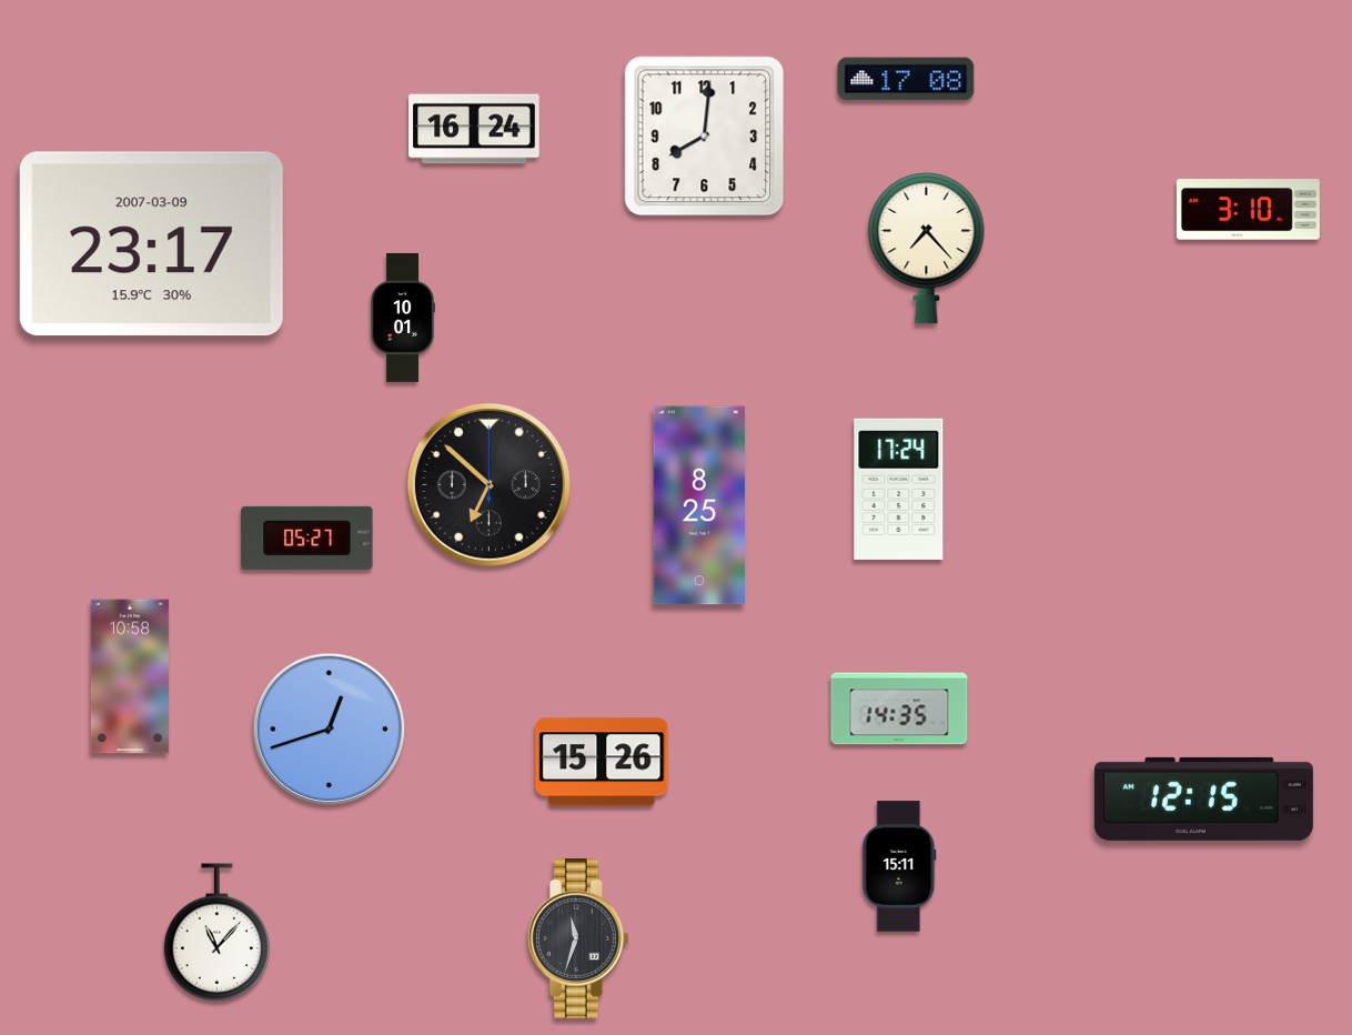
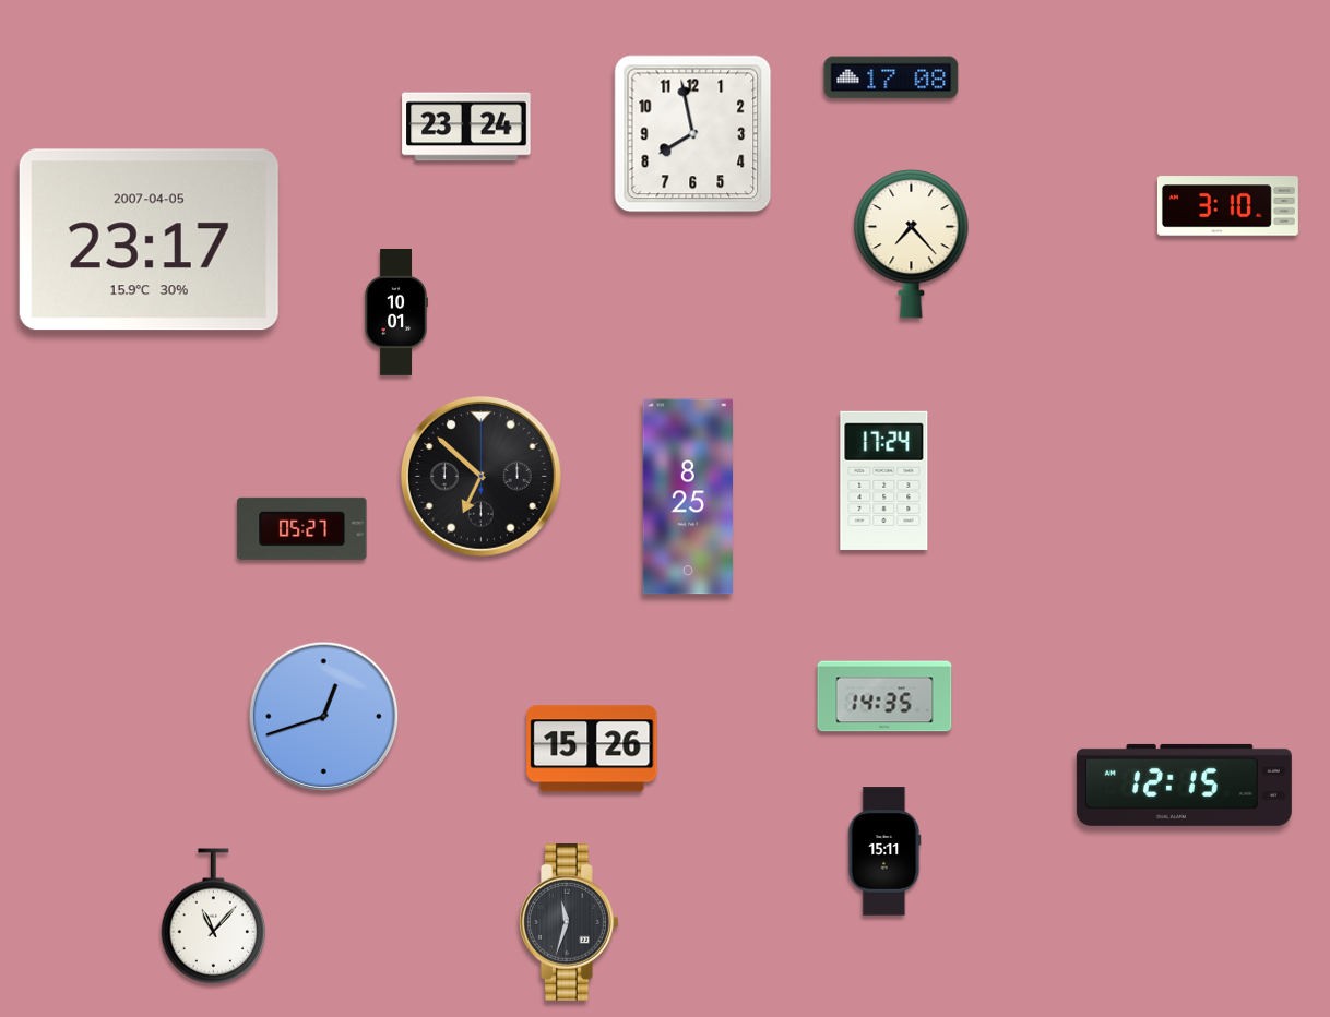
clock at (474, 129): 16:24 -> 23:24
clock at (705, 137): 8:01 -> 7:58
clock at (151, 244) date: 2007-03-09 -> 2007-04-05
clock at (130, 676): 10:58 -> none
